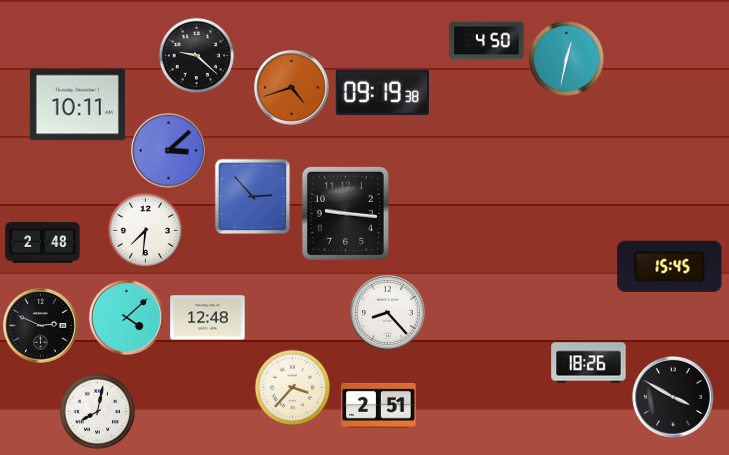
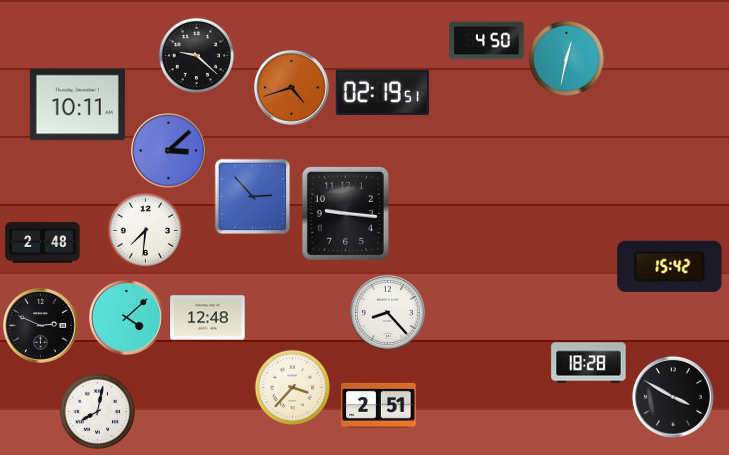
clock at (382, 92): 09:19 -> 02:19
clock at (670, 266): 15:45 -> 15:42
clock at (589, 363): 18:26 -> 18:28
